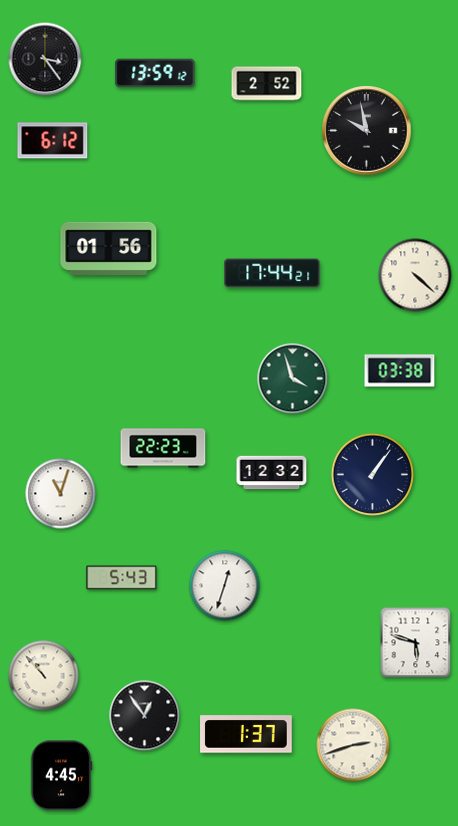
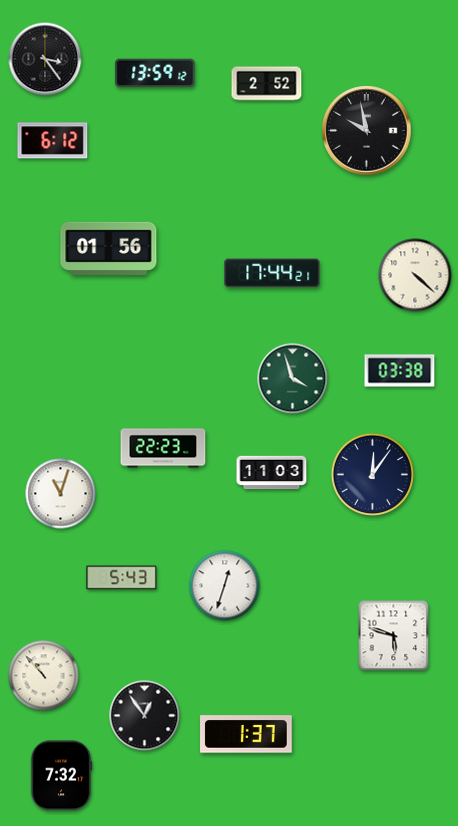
clock at (272, 473): 12:32 -> 11:03
clock at (372, 474): 1:06 -> 12:06
clock at (416, 643) position: (416, 643) -> (394, 636)
clock at (353, 745): 2:42 -> none
clock at (61, 776): 4:45 -> 7:32
